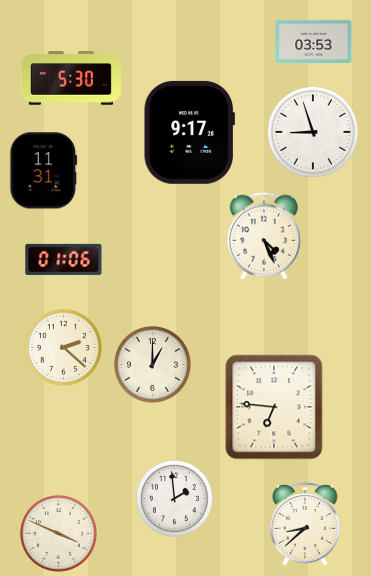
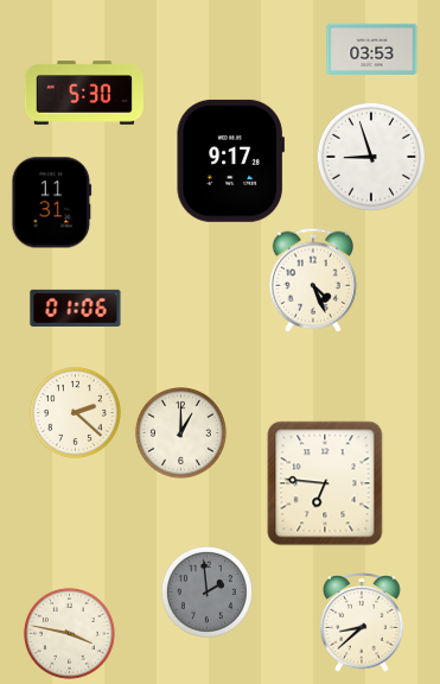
clock at (189, 132) position: (189, 132) -> (230, 160)
clock at (174, 498) dial: white -> grey
clock at (58, 533): 3:49 -> 3:47
